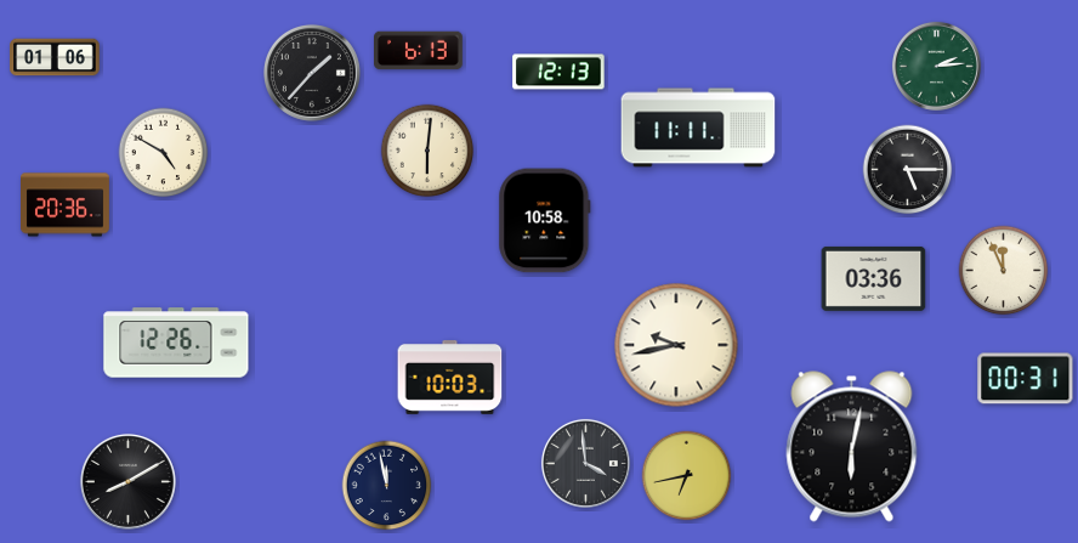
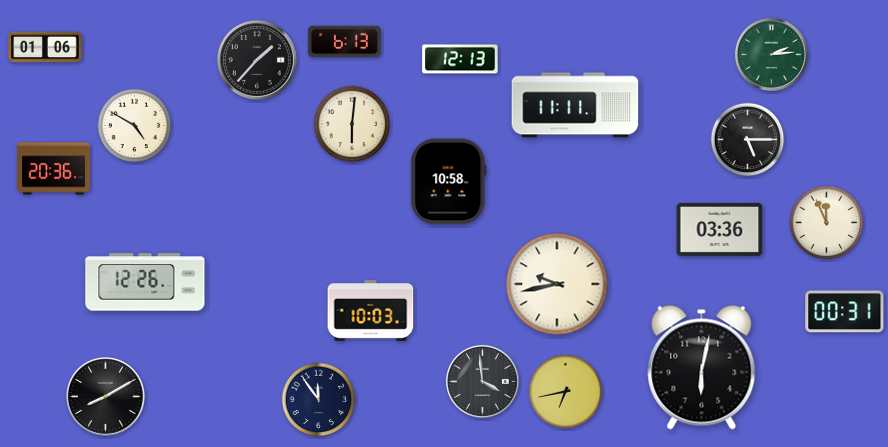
clock at (387, 486): 11:58 -> 11:54
